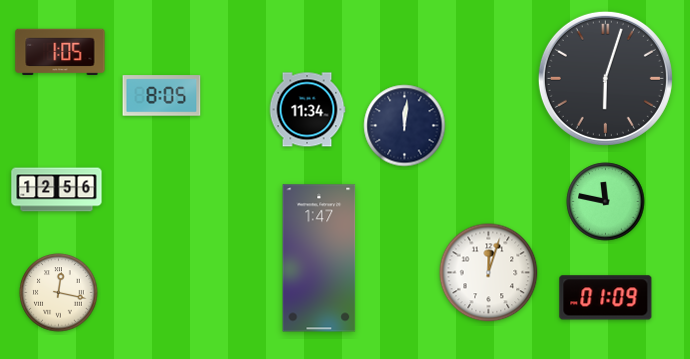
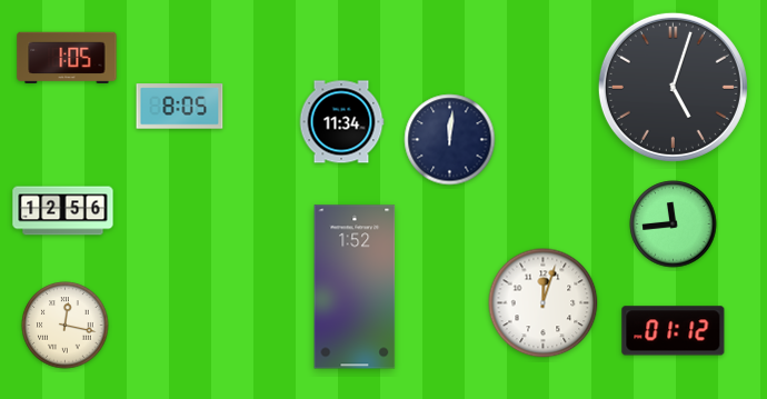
clock at (605, 78): 6:03 -> 5:03
clock at (606, 202): 11:47 -> 11:44
clock at (319, 258): 1:47 -> 1:52
clock at (606, 298): 01:09 -> 01:12
